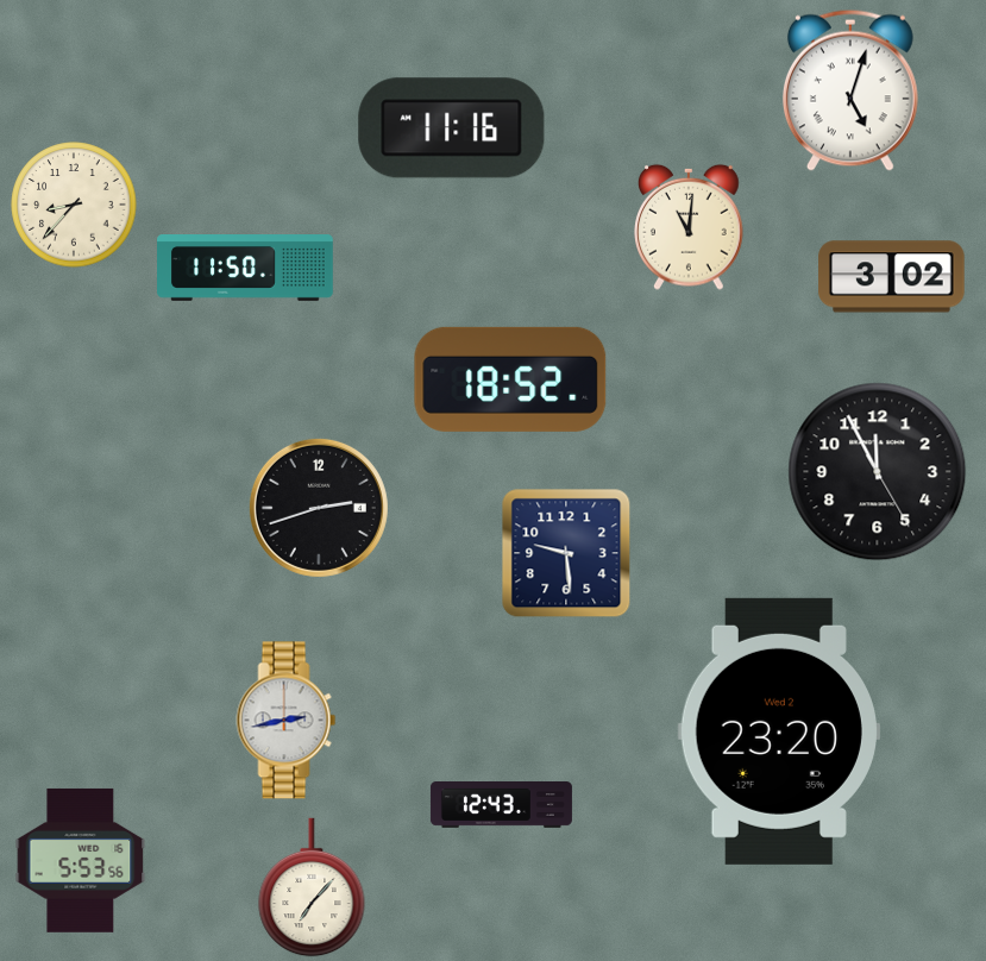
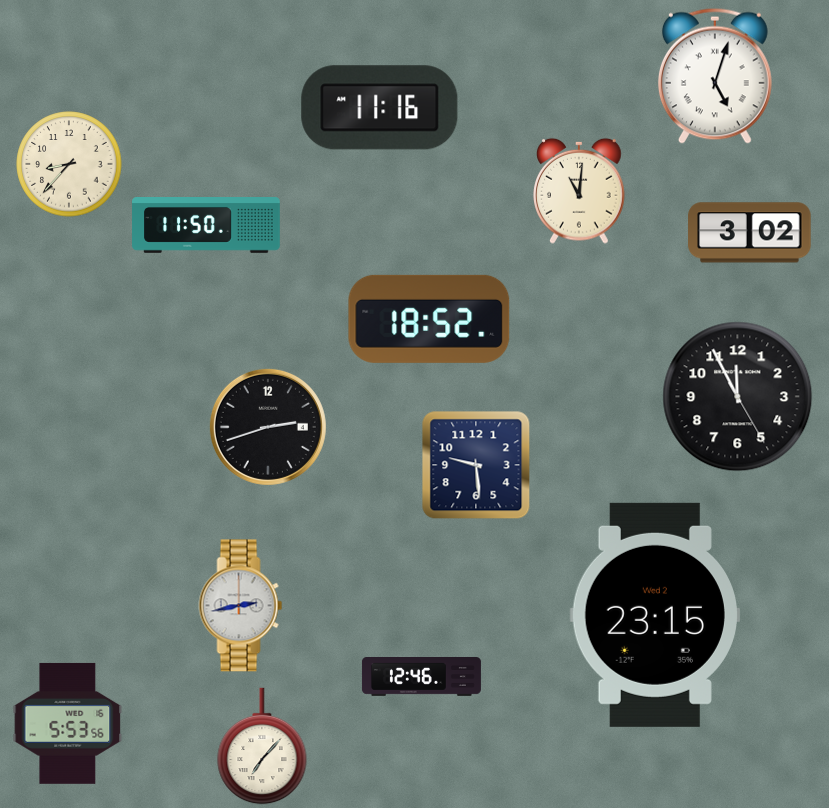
clock at (74, 205) position: (74, 205) -> (69, 164)
clock at (779, 731): 23:20 -> 23:15
clock at (501, 805): 12:43 -> 12:46
